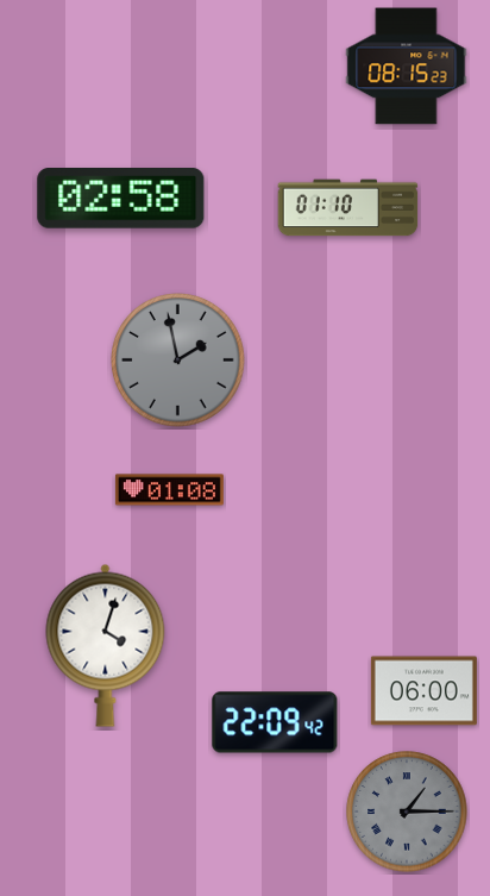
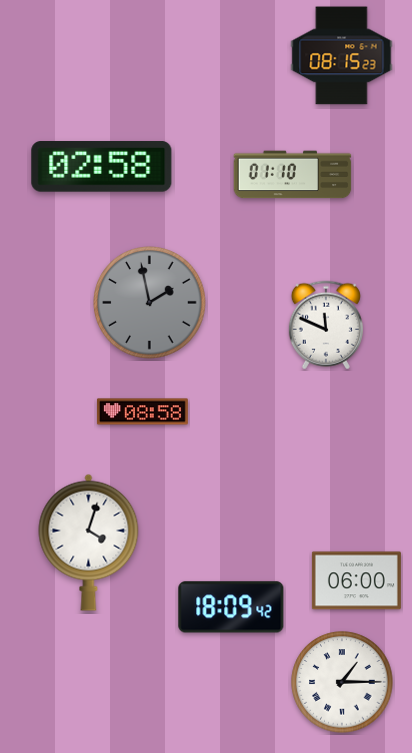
clock at (326, 325): none -> 11:49
clock at (169, 490): 01:08 -> 08:58
clock at (275, 722): 22:09 -> 18:09
clock at (407, 812) dial: grey -> white
